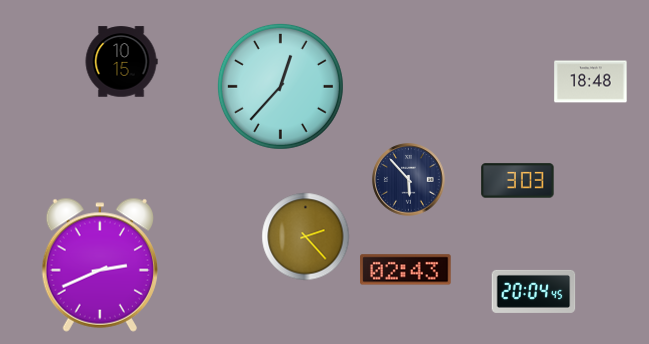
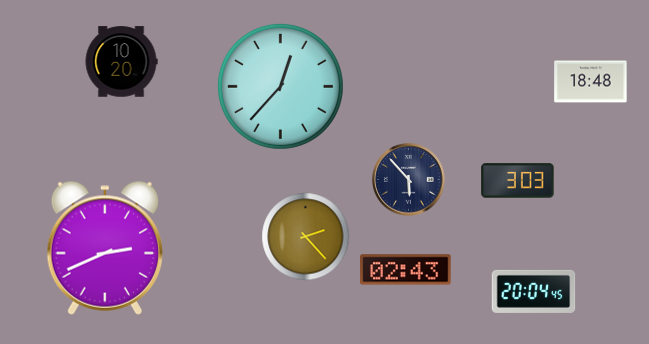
clock at (121, 62): 10:15 -> 10:20
clock at (99, 265) position: (99, 265) -> (104, 248)
